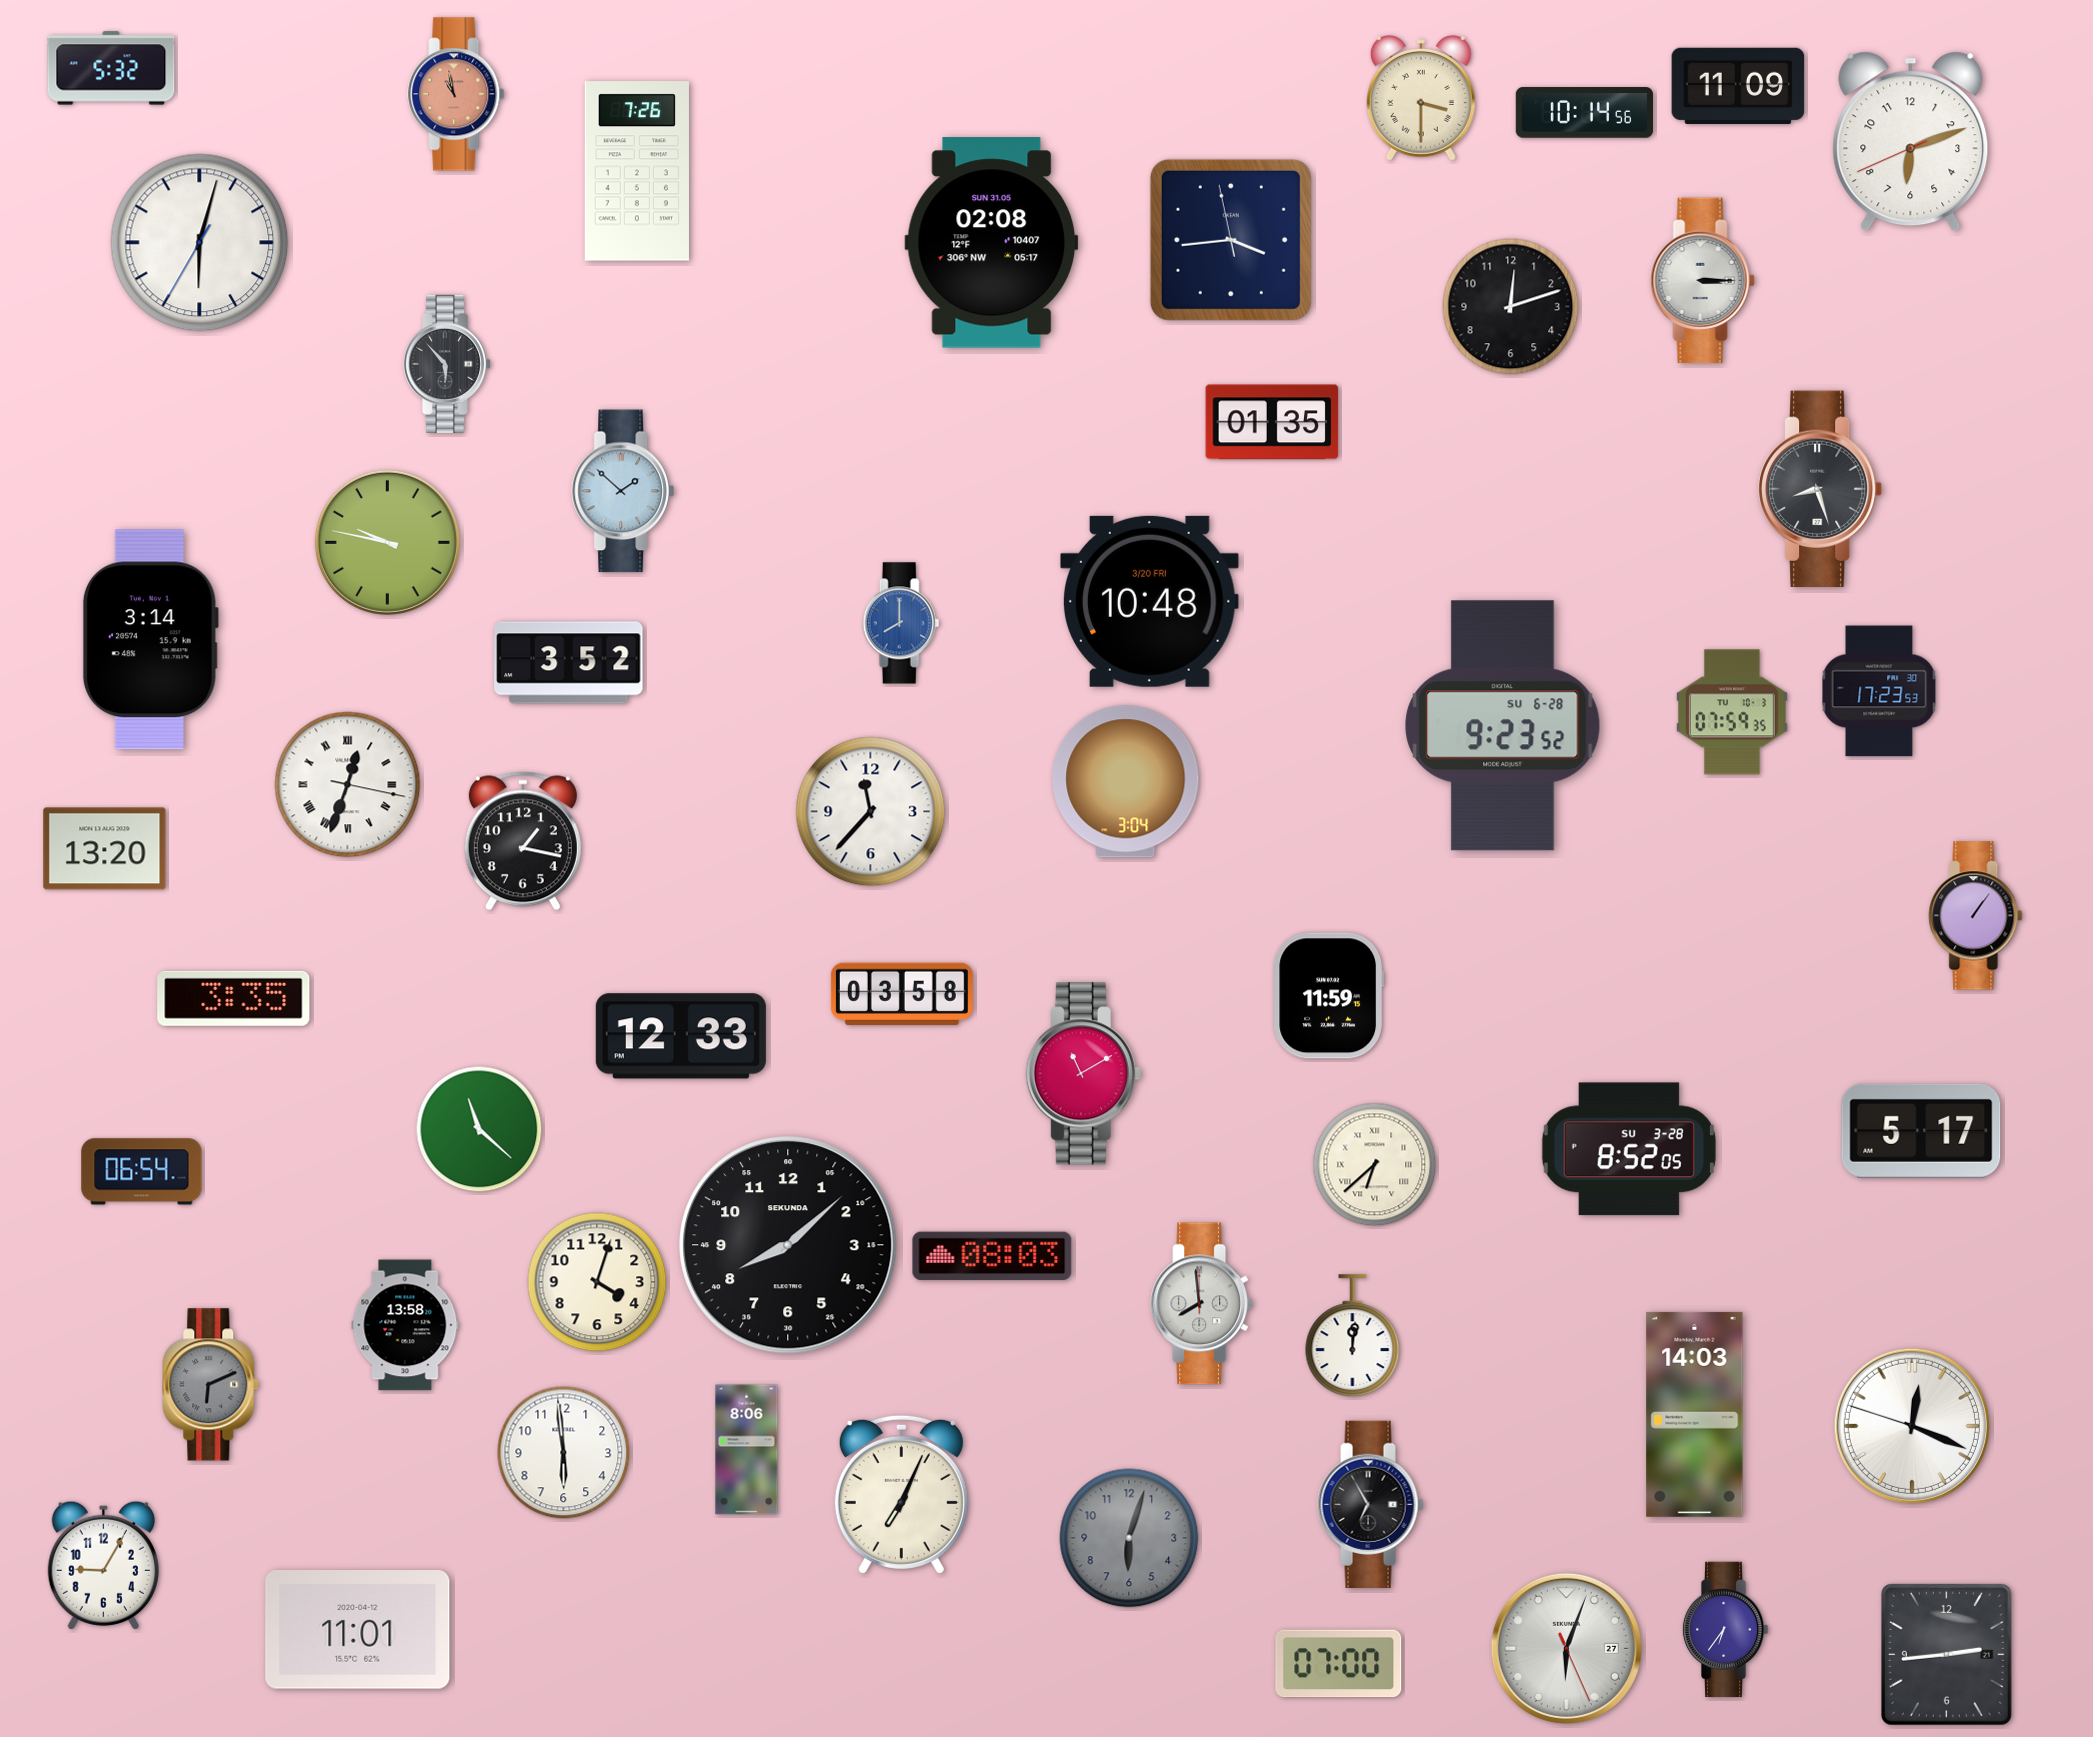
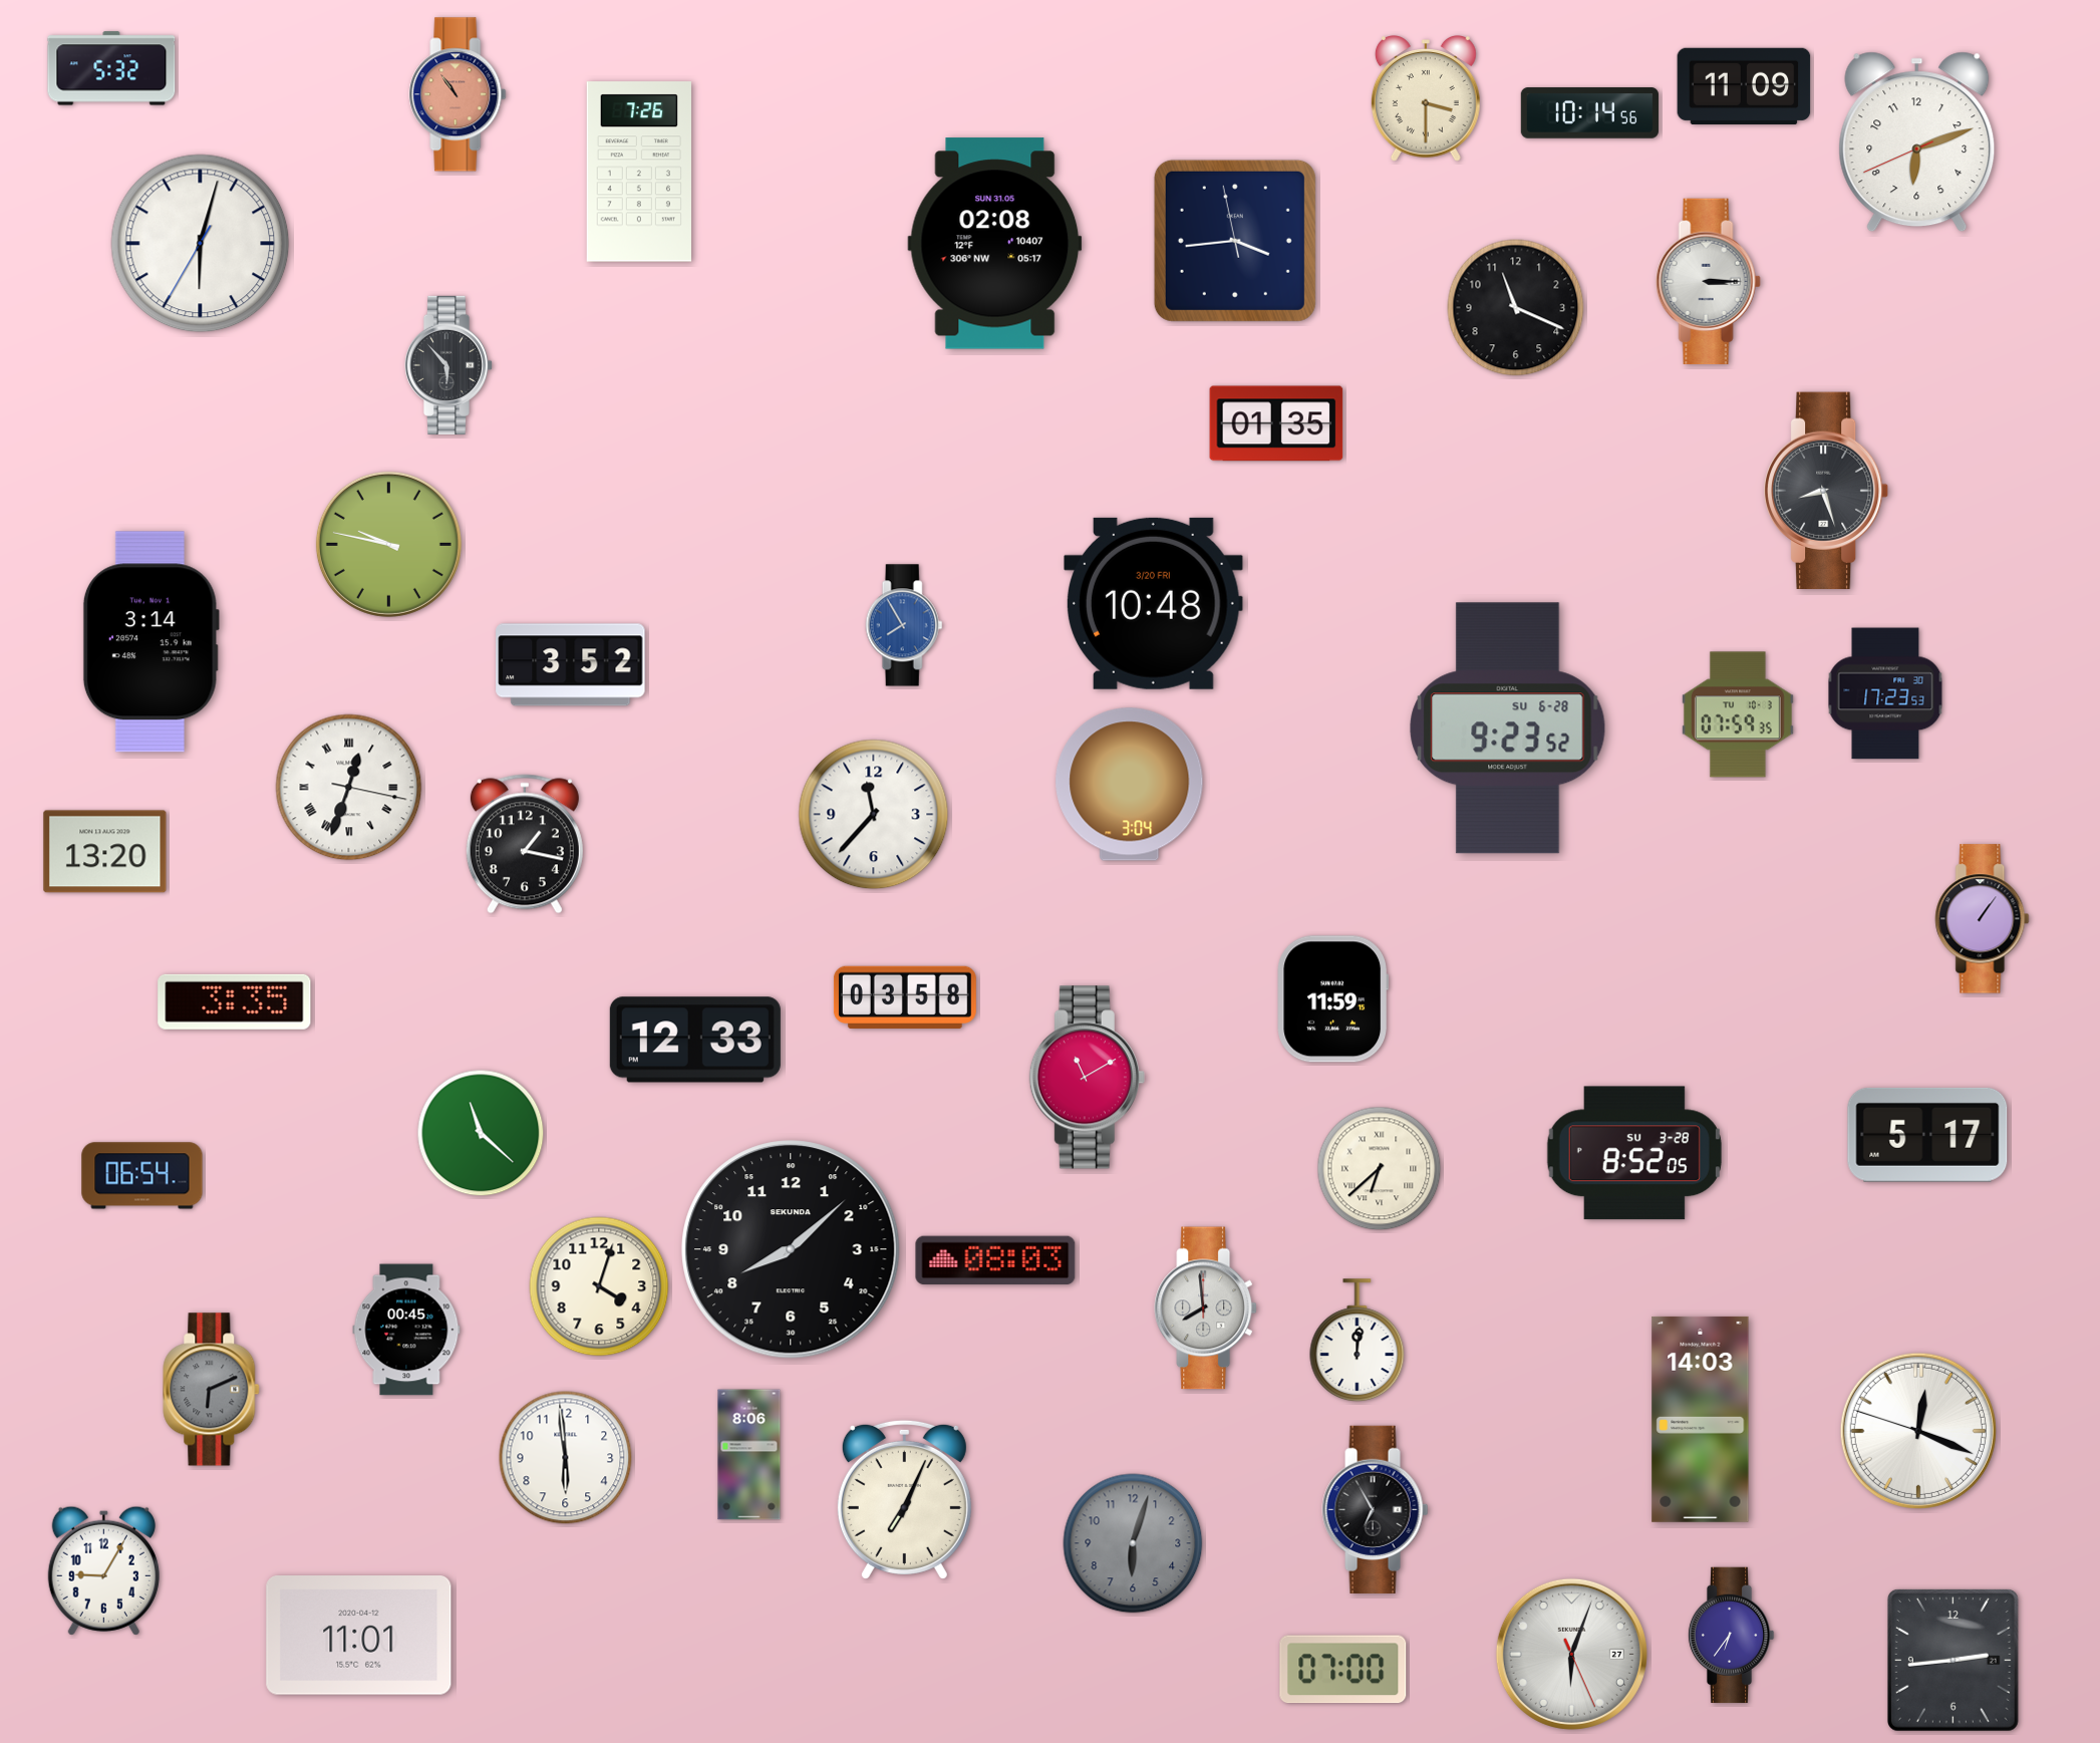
clock at (456, 94): 10:58 -> 10:54
clock at (1511, 307): 12:12 -> 11:19
clock at (623, 491): 1:52 -> none
clock at (901, 623): 8:00 -> 7:55
clock at (681, 1036) position: (681, 1036) -> (695, 1040)
clock at (405, 1325): 13:58 -> 00:45
